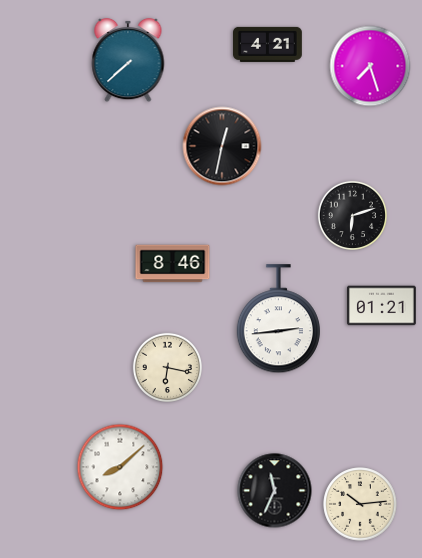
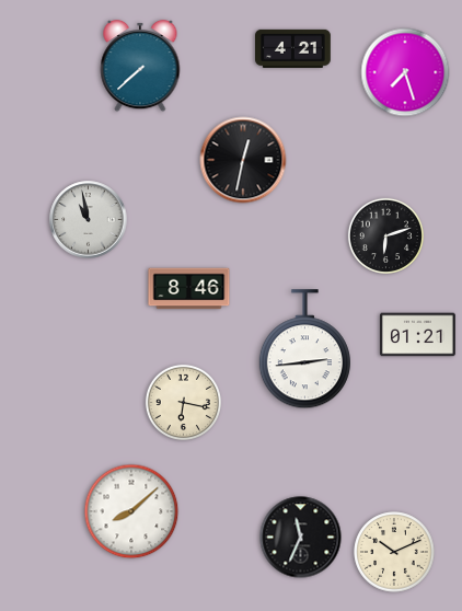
clock at (89, 220): none -> 10:58
clock at (360, 504): 10:14 -> 10:11
